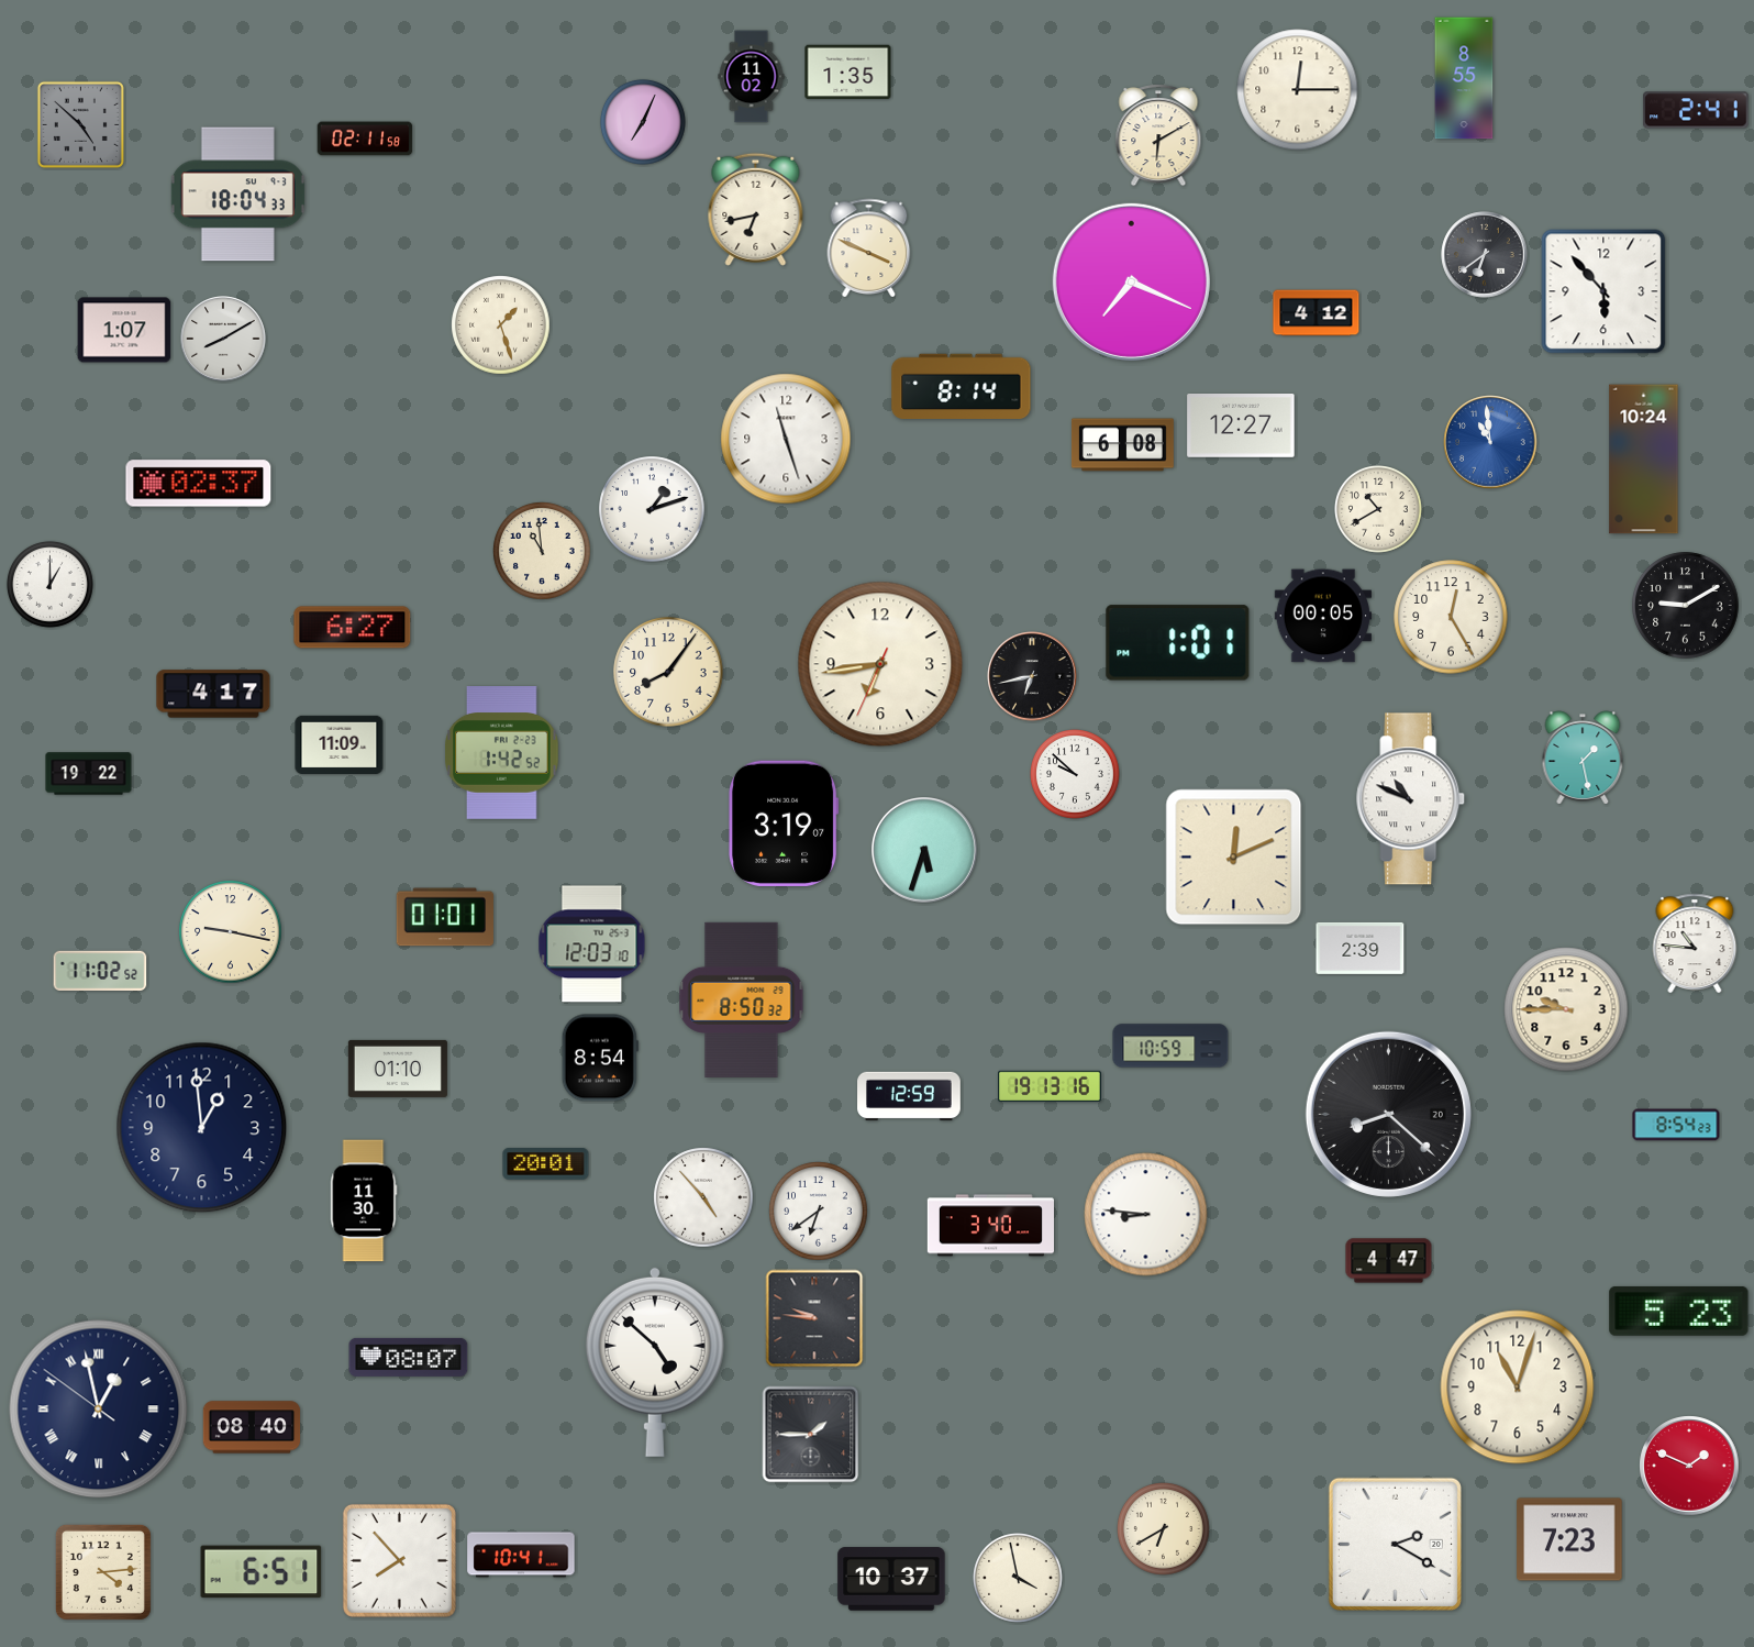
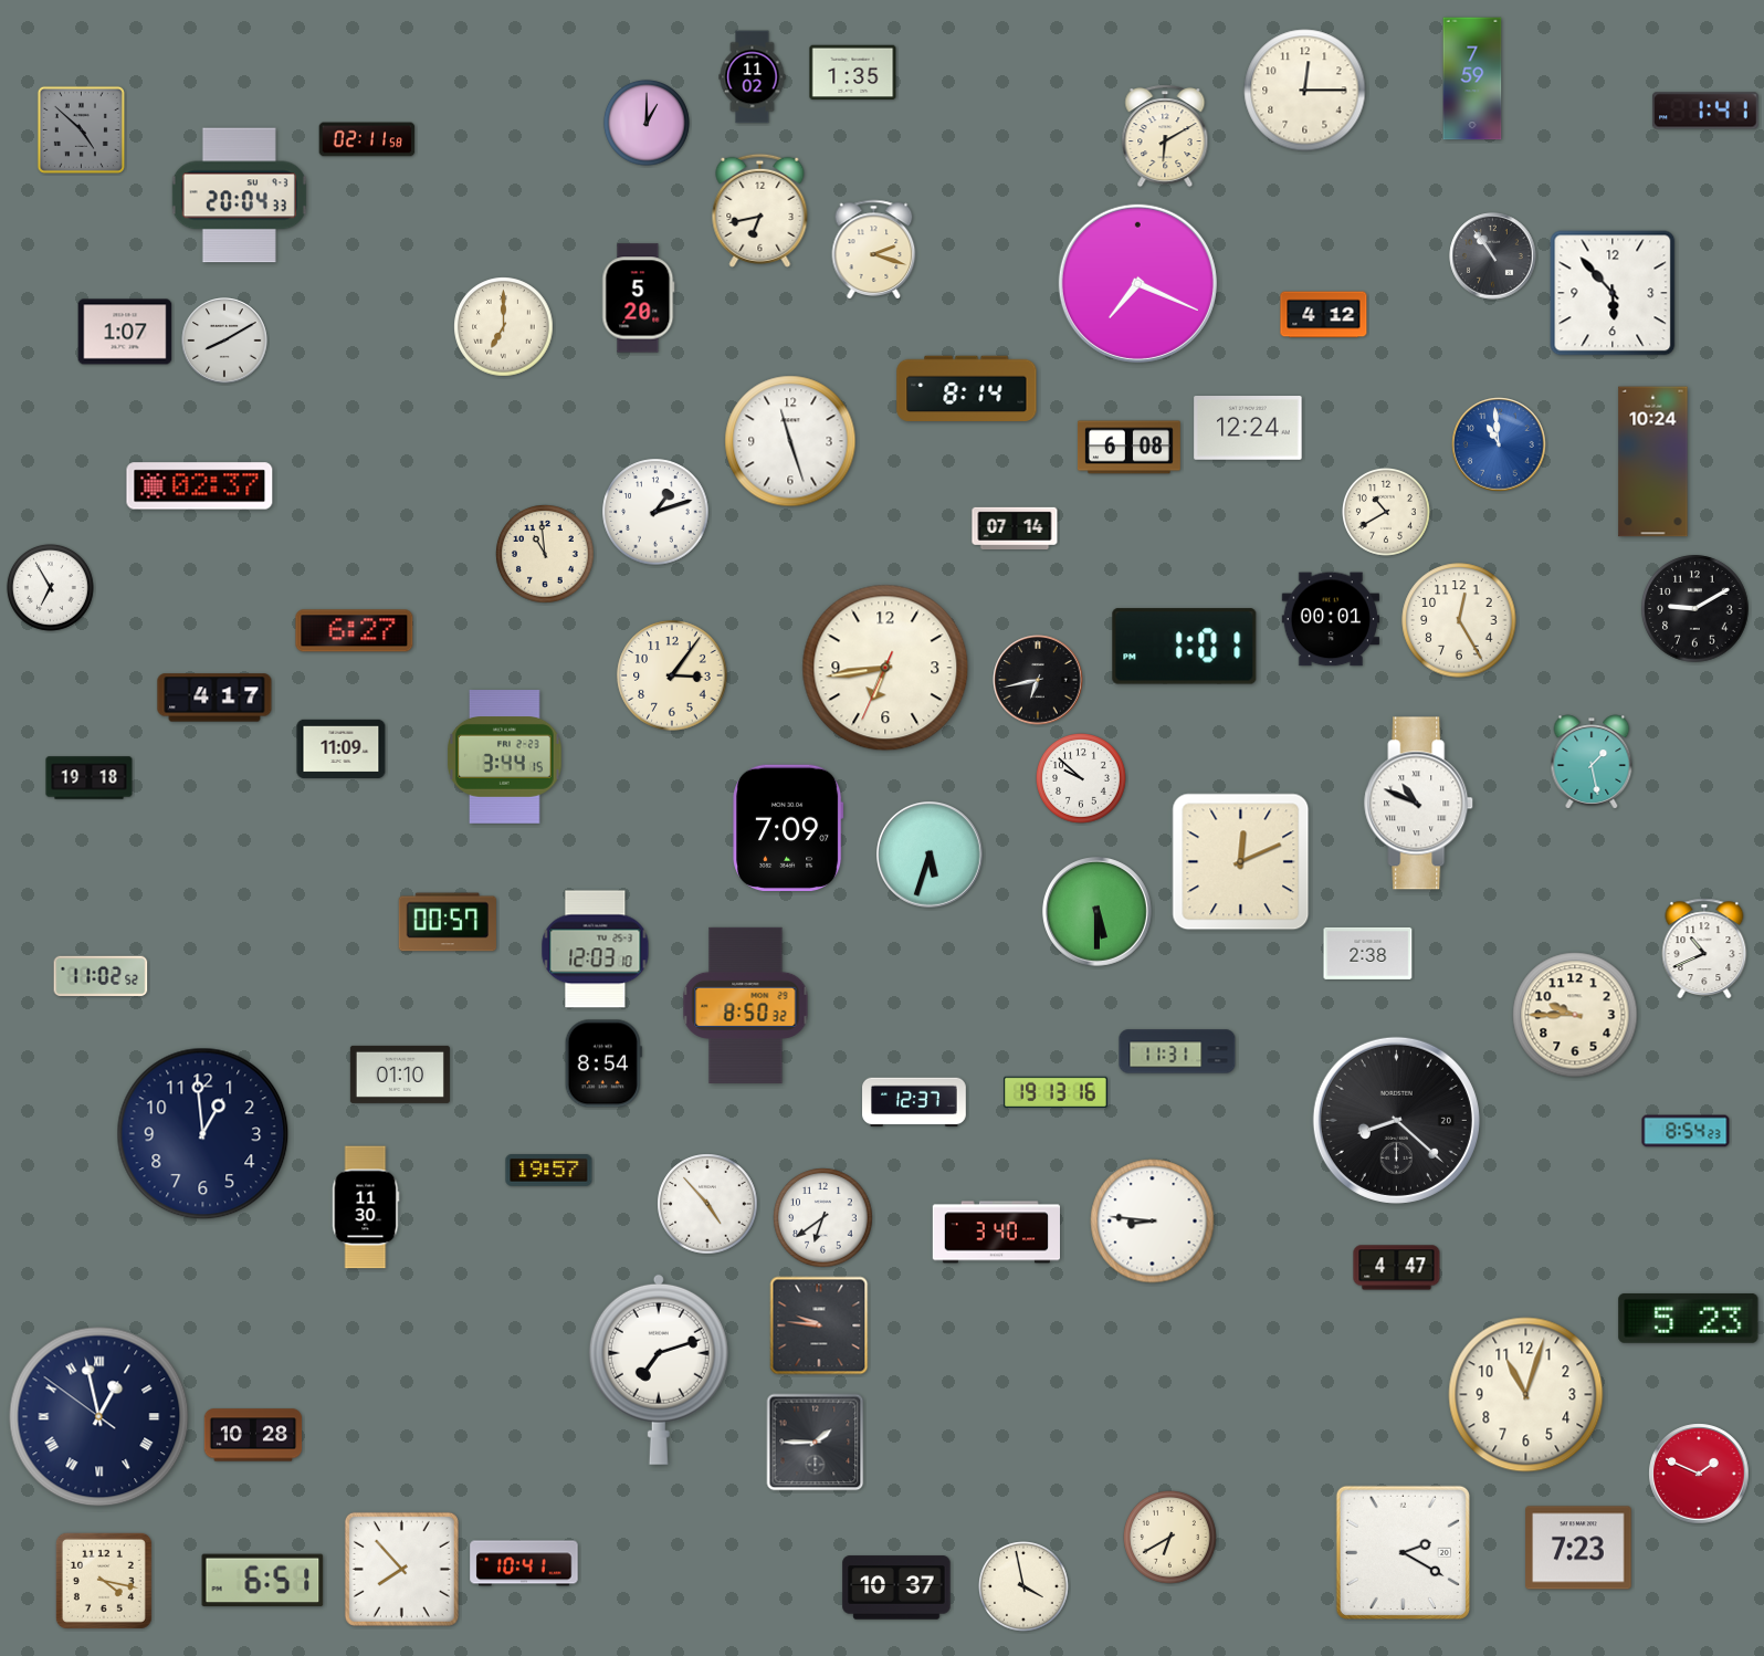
clock at (752, 77) position: (752, 77) -> (753, 77)
clock at (1464, 78): 8:55 -> 7:59
clock at (1696, 110): 2:41 -> 1:41
clock at (643, 122): 7:04 -> 1:00
clock at (80, 124) position: (80, 124) -> (81, 129)
clock at (237, 195): 18:04 -> 20:04
clock at (869, 247): 3:49 -> 2:18
clock at (1485, 255): 6:39 -> 10:54
clock at (639, 298): none -> 5:20
clock at (501, 325): 1:27 -> 7:00
clock at (1241, 427): 12:27 -> 12:24
clock at (1015, 528): none -> 07:14
clock at (49, 584): 1:00 -> 6:55
clock at (1322, 616): 00:05 -> 00:01
clock at (668, 672): 8:06 -> 3:06
clock at (502, 753): 1:42 -> 3:44
clock at (89, 774): 19:22 -> 19:18
clock at (784, 824): 3:19 -> 7:09
clock at (1098, 912): none -> 5:30
clock at (444, 917): 01:01 -> 00:57
clock at (231, 932): 9:17 -> none
clock at (1695, 943): 10:46 -> 10:41
clock at (1361, 948): 2:39 -> 2:38
clock at (1170, 1046): 10:59 -> 11:31
clock at (909, 1096): 12:59 -> 12:37
clock at (546, 1164): 20:01 -> 19:57
clock at (409, 1357): 08:07 -> none
clock at (655, 1362): 4:52 -> 7:12
clock at (252, 1427): 08:40 -> 10:28
clock at (103, 1572): 4:14 -> 4:17
